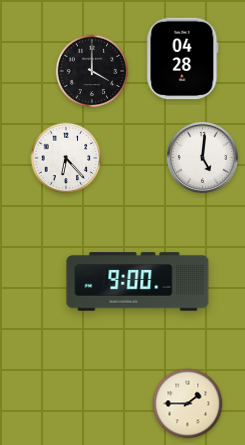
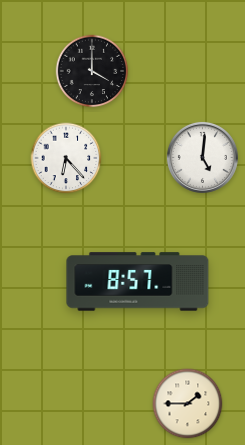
clock at (183, 59): 04:28 -> none
clock at (138, 282): 9:00 -> 8:57
